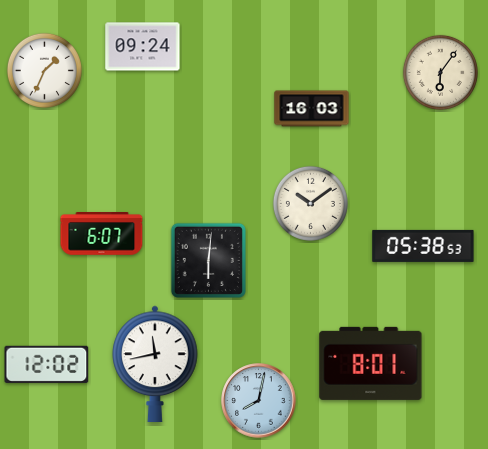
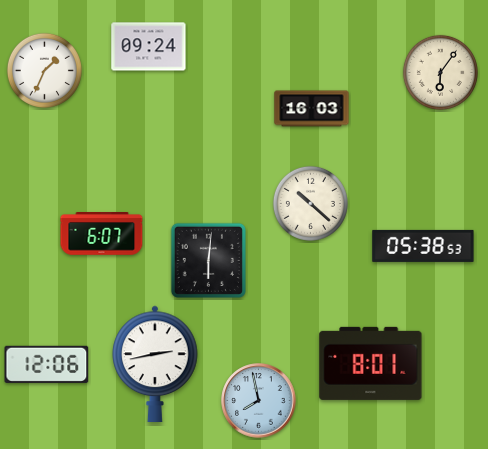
clock at (143, 47) position: (143, 47) -> (149, 47)
clock at (310, 203): 10:09 -> 10:22
clock at (155, 363): 11:43 -> 2:43
clock at (47, 364): 12:02 -> 12:06
clock at (259, 401): 8:02 -> 7:58
